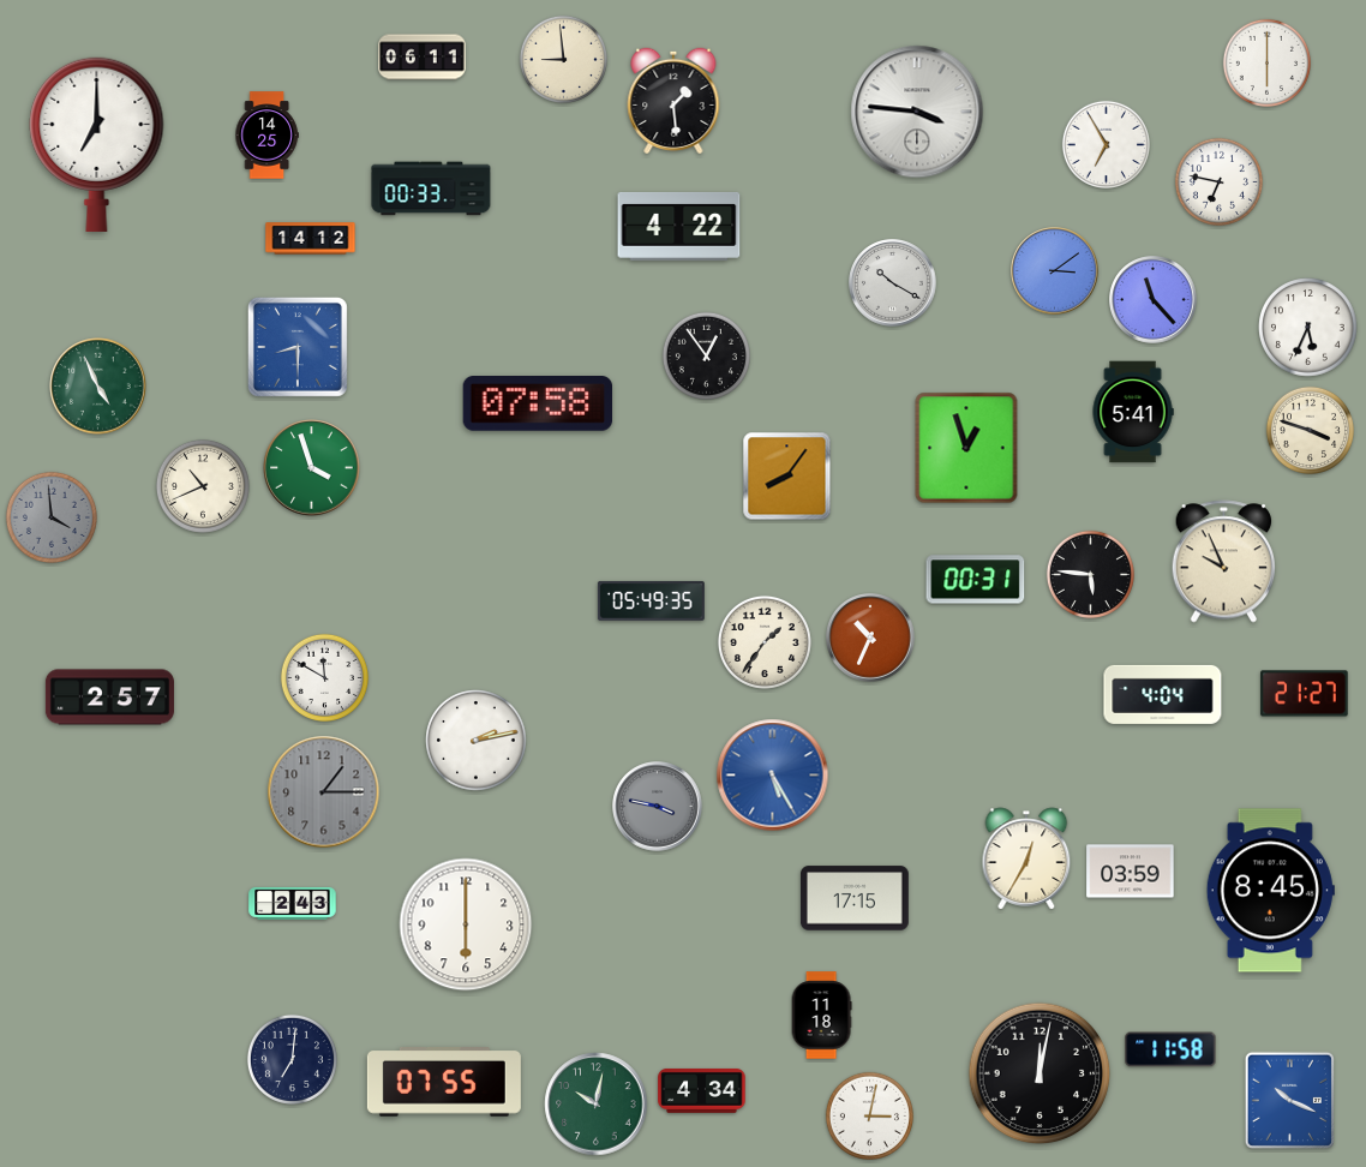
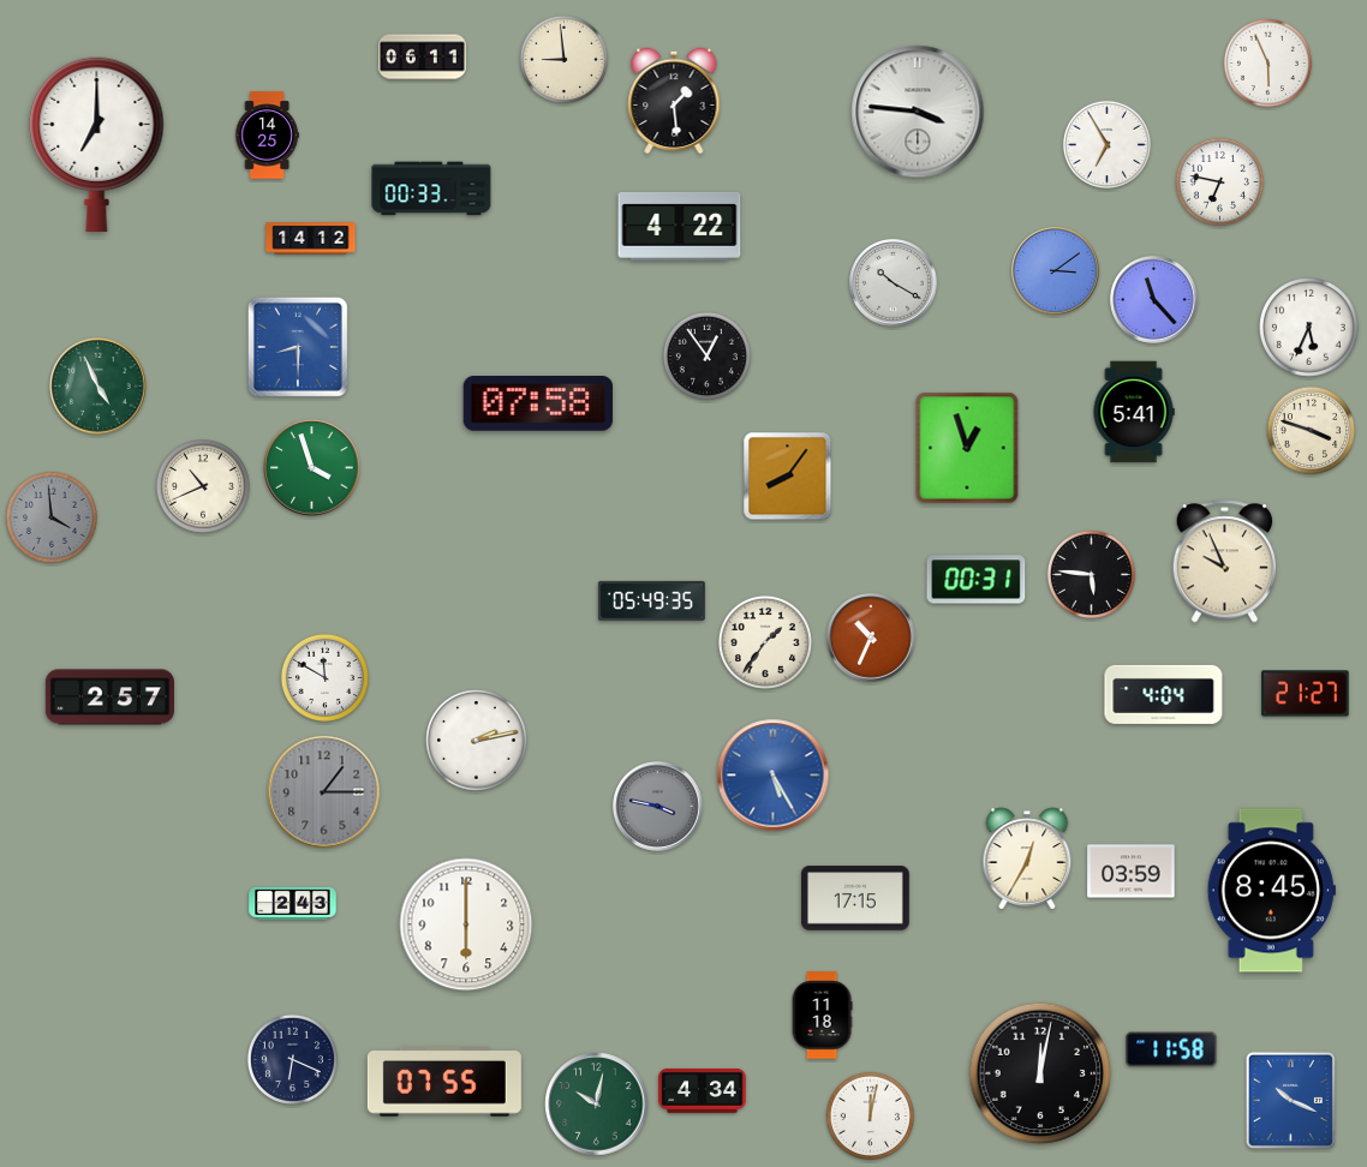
clock at (1266, 62): 6:00 -> 5:56
clock at (292, 1059): 7:01 -> 6:19
clock at (869, 1115): 3:02 -> 12:02
